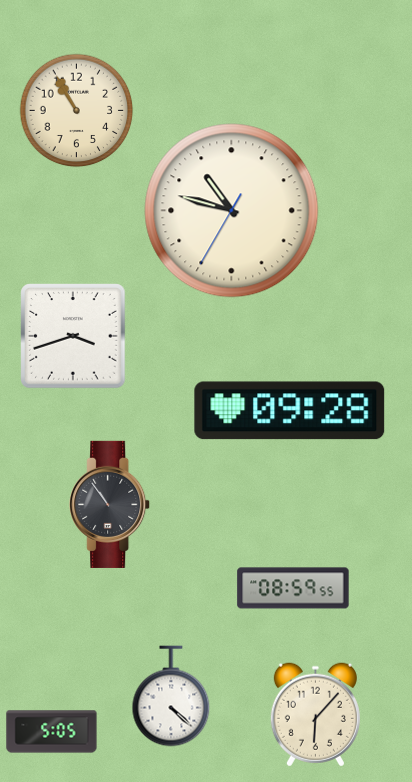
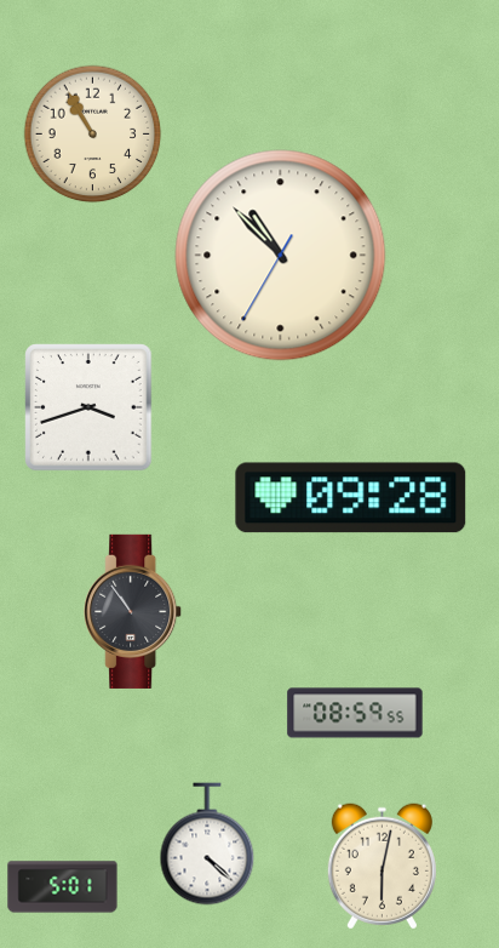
clock at (232, 211): 10:47 -> 10:52
clock at (315, 715): 6:07 -> 6:02
clock at (52, 732): 5:05 -> 5:01
